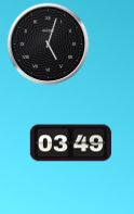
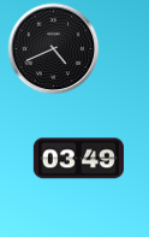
clock at (49, 45): 5:03 -> 4:41
